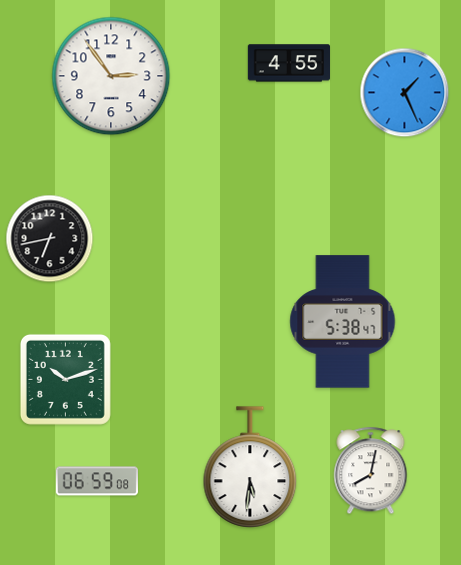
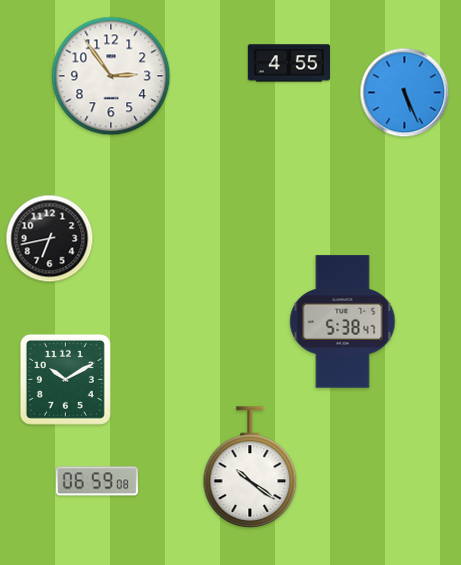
clock at (405, 93): 1:26 -> 5:26
clock at (65, 379): 10:12 -> 10:10
clock at (250, 467): 5:31 -> 10:21
clock at (371, 471): 8:02 -> none
